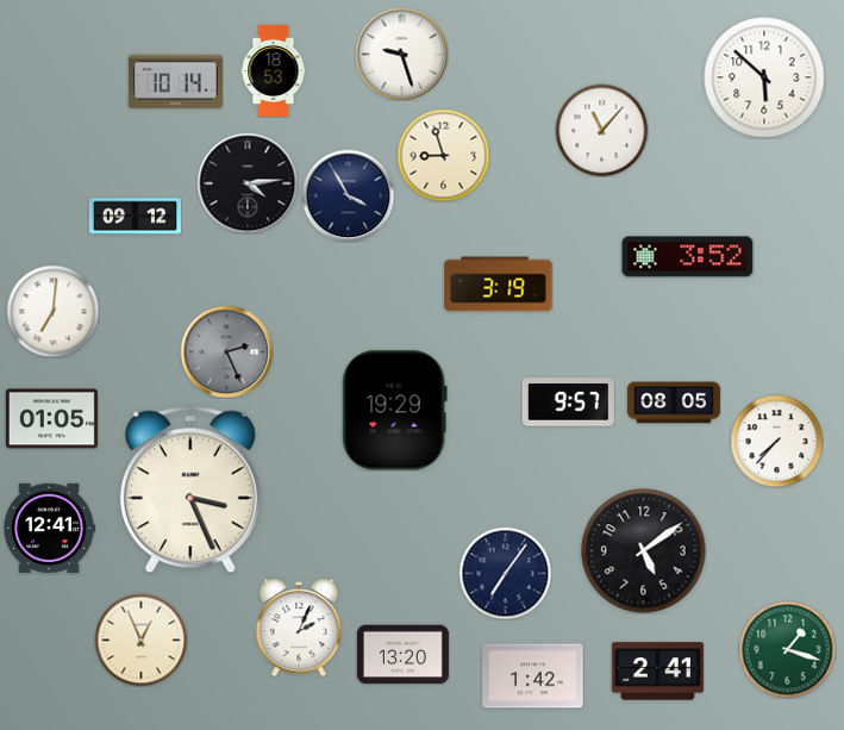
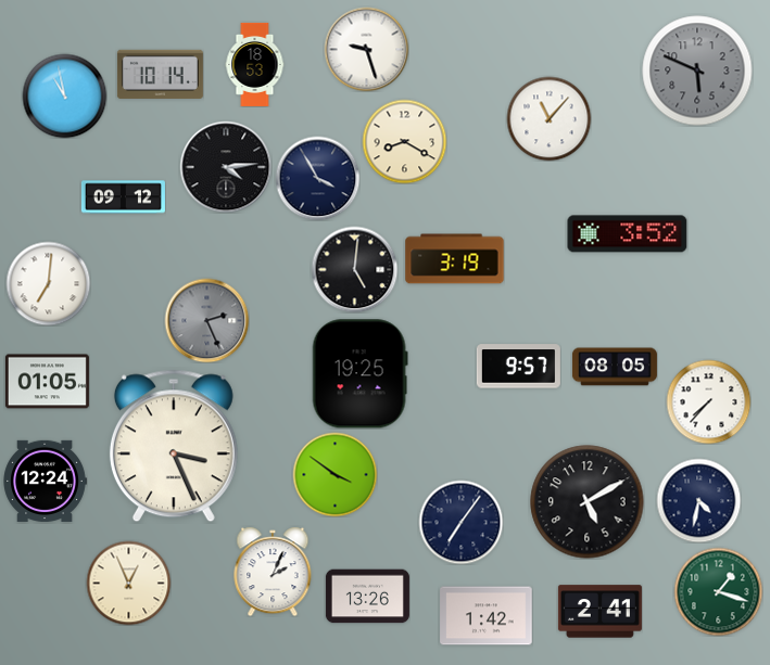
clock at (274, 70) position: (274, 70) -> (255, 64)
clock at (764, 77): 5:52 -> 5:49
clock at (764, 77) dial: white -> grey
clock at (64, 95): none -> 10:58
clock at (443, 155): 8:57 -> 8:20
clock at (354, 269): none -> 5:01
clock at (394, 411): 19:29 -> 19:25
clock at (334, 474): none -> 3:51
clock at (49, 528): 12:41 -> 12:24
clock at (698, 500): none -> 4:32
clock at (644, 551): 5:09 -> 5:10
clock at (402, 655): 13:20 -> 13:26
